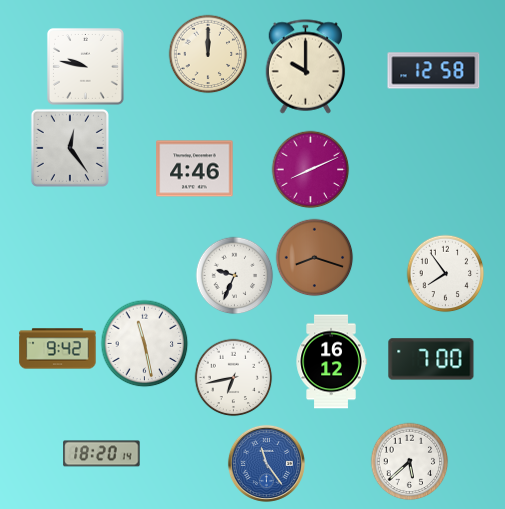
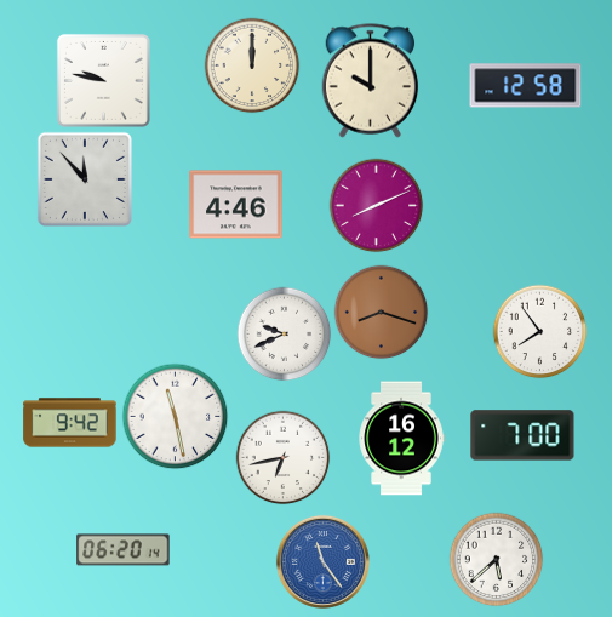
clock at (70, 148): 12:24 -> 11:53
clock at (234, 275): 9:34 -> 9:41
clock at (102, 454): 18:20 -> 06:20
